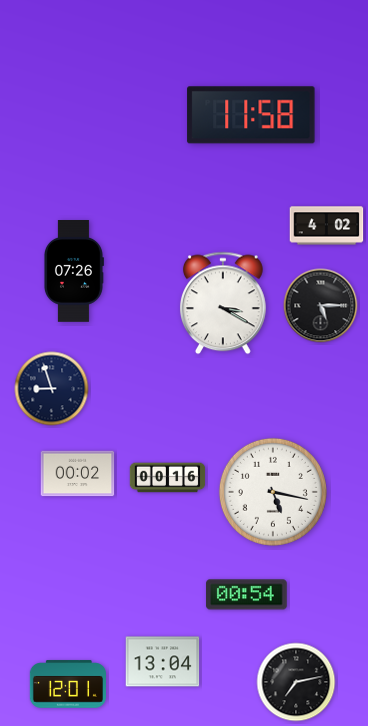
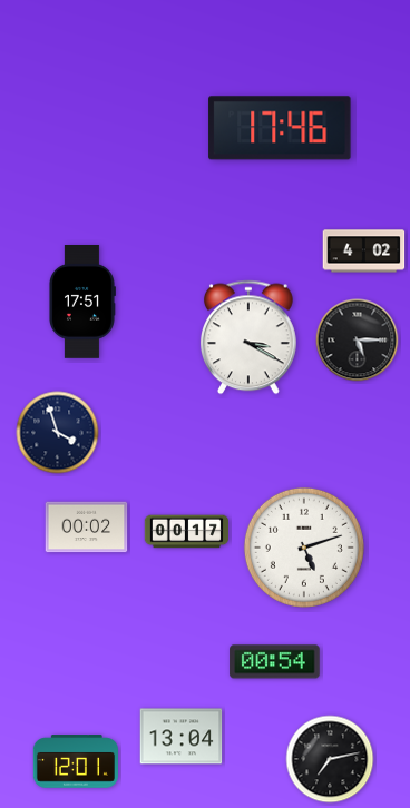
clock at (251, 115): 11:58 -> 17:46
clock at (73, 272): 07:26 -> 17:51
clock at (52, 389): 8:57 -> 3:57
clock at (168, 478): 00:16 -> 00:17
clock at (273, 492): 5:17 -> 5:12
